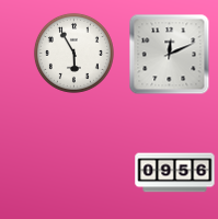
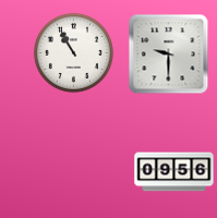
clock at (73, 53): 5:55 -> 10:55
clock at (170, 55): 12:11 -> 9:30
